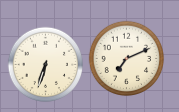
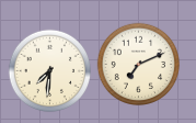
clock at (46, 65): 6:33 -> 7:31
